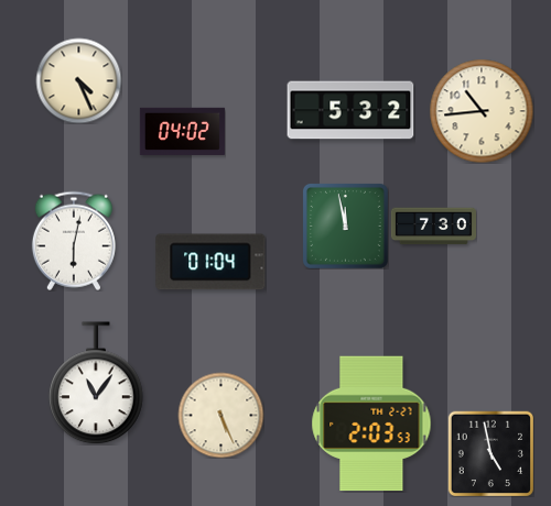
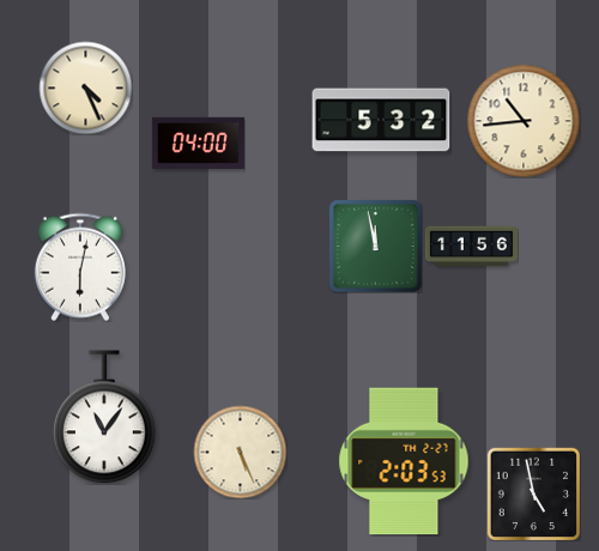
clock at (182, 131): 04:02 -> 04:00
clock at (433, 227): 7:30 -> 11:56
clock at (74, 241) position: (74, 241) -> (80, 267)
clock at (210, 262): 01:04 -> none
